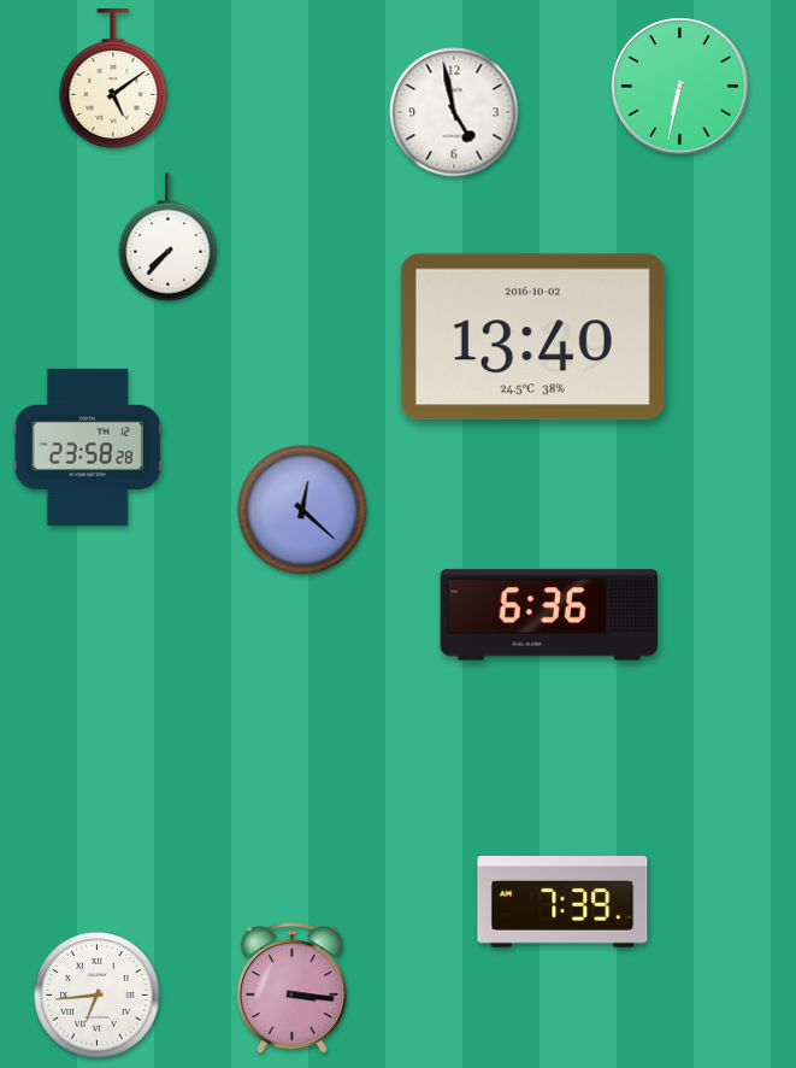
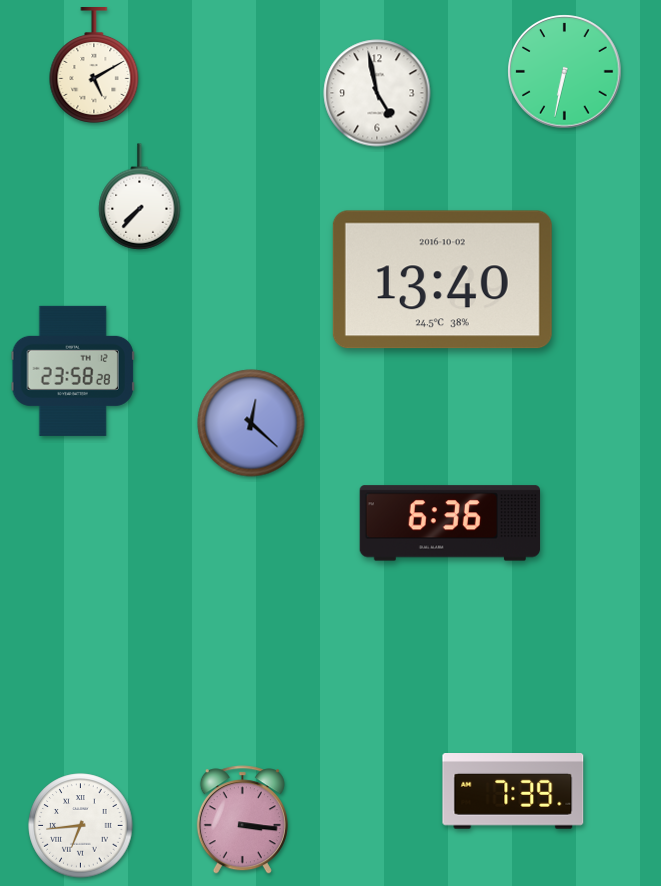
clock at (113, 80): 5:09 -> 5:10
clock at (549, 615) position: (549, 615) -> (450, 523)
clock at (562, 903) position: (562, 903) -> (513, 792)
